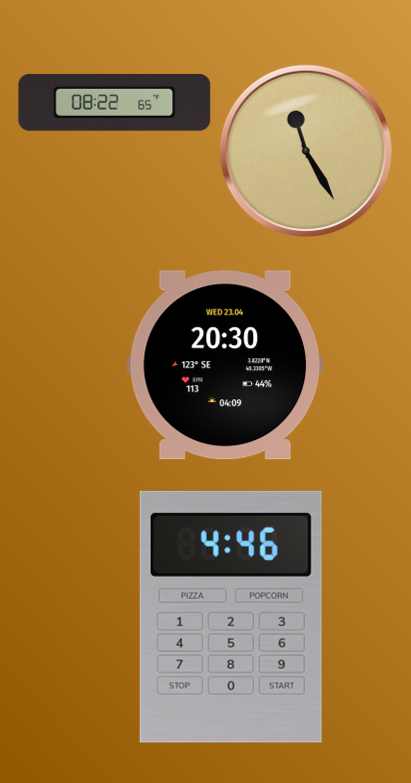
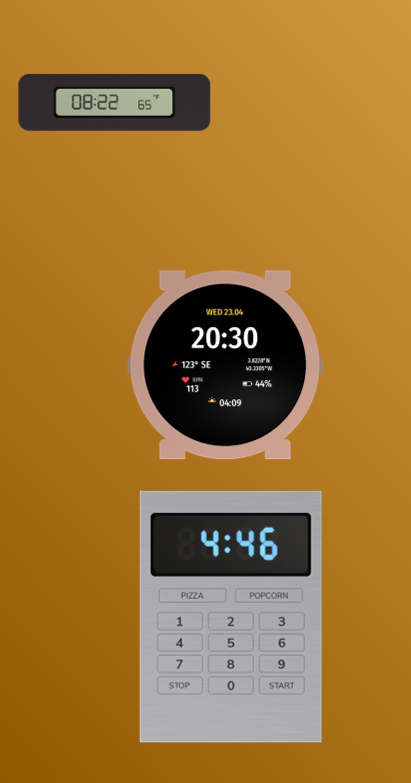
clock at (306, 151): 11:25 -> none
